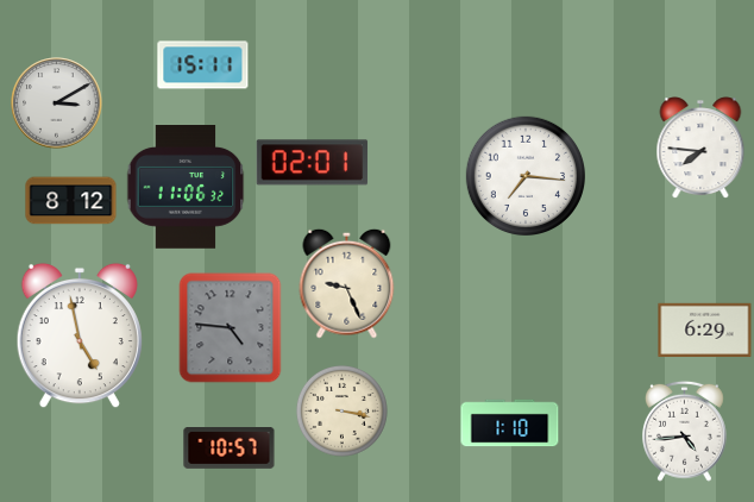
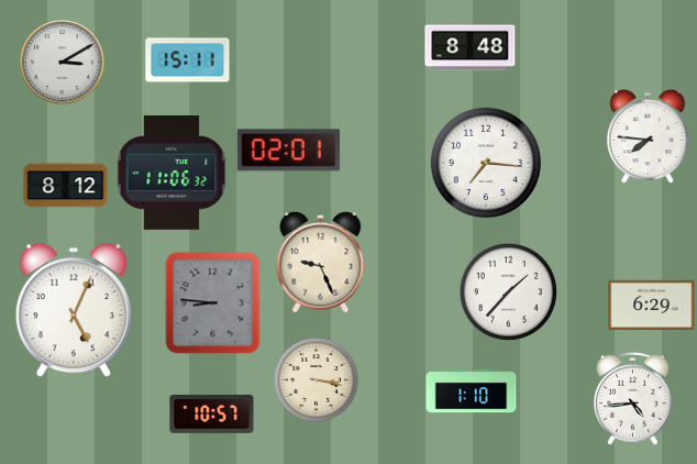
clock at (471, 48): none -> 8:48
clock at (57, 103) position: (57, 103) -> (63, 63)
clock at (508, 291): none -> 1:37
clock at (231, 328): 4:46 -> 8:46
clock at (80, 335): 4:58 -> 5:04
